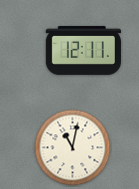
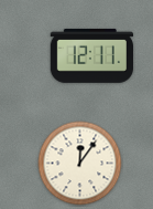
clock at (73, 148): 11:02 -> 12:06
